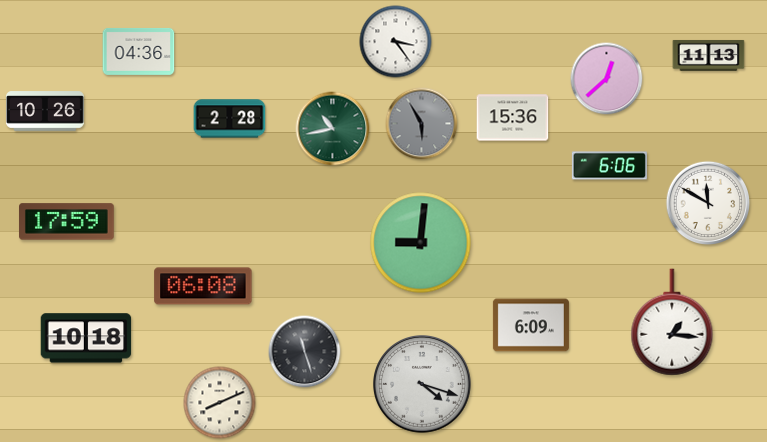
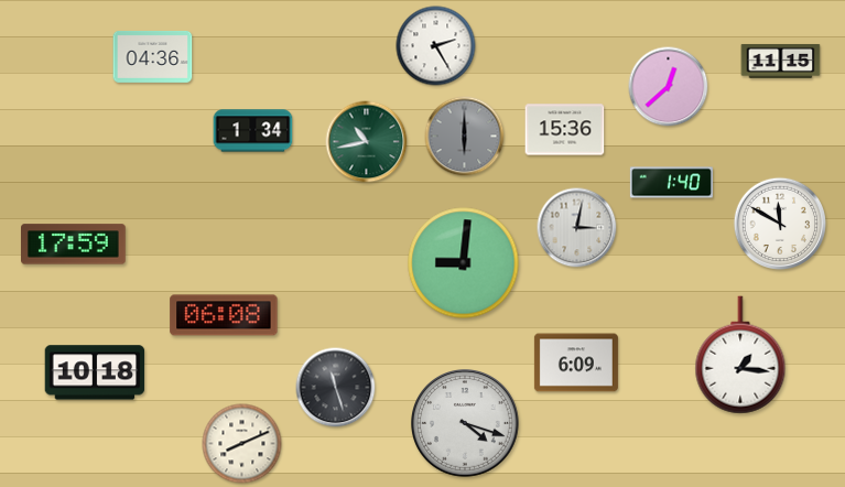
clock at (396, 42): 3:24 -> 2:25
clock at (709, 55): 11:13 -> 11:15
clock at (45, 111): 10:26 -> none
clock at (230, 119): 2:28 -> 1:34
clock at (422, 124): 5:55 -> 6:00
clock at (609, 166): 6:06 -> 1:40
clock at (577, 228): none -> 3:02
clock at (421, 243) position: (421, 243) -> (464, 263)
clock at (531, 325) position: (531, 325) -> (576, 362)
